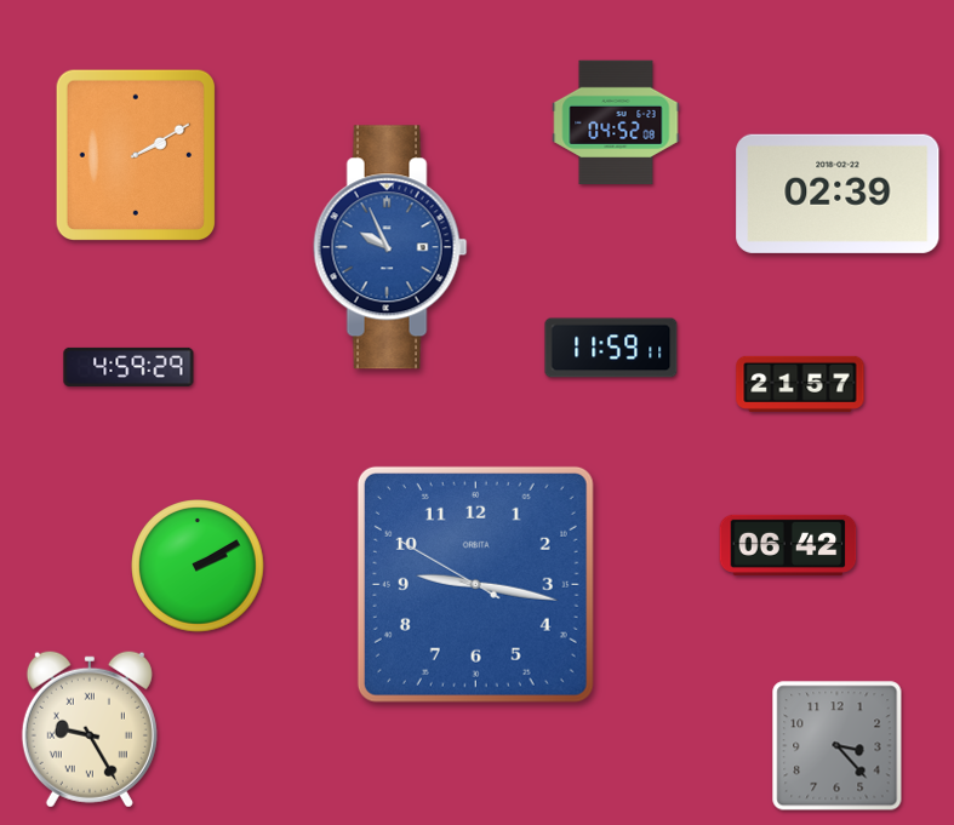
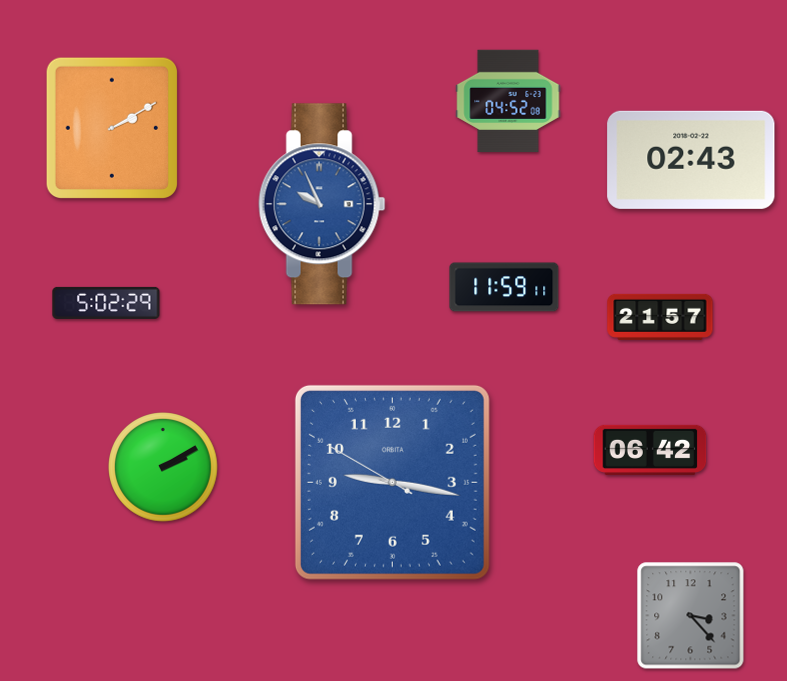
clock at (838, 194): 02:39 -> 02:43
clock at (128, 367): 4:59 -> 5:02
clock at (90, 729): 9:25 -> none
